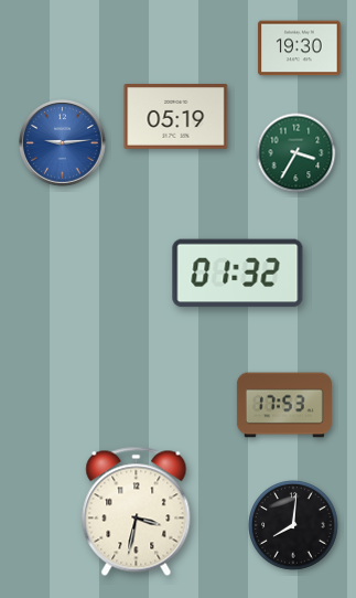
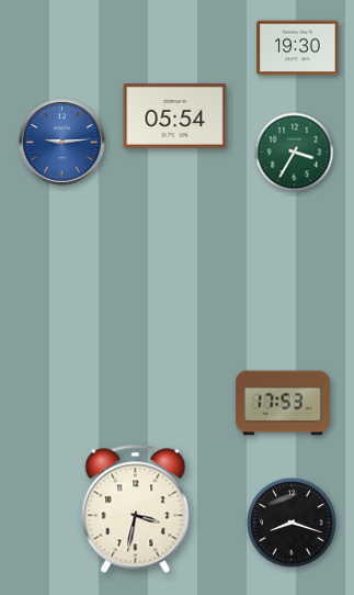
clock at (176, 117): 05:19 -> 05:54
clock at (238, 274): 01:32 -> none
clock at (293, 525): 8:01 -> 8:18
